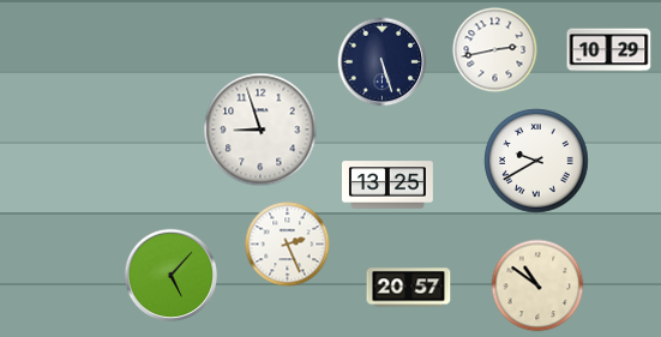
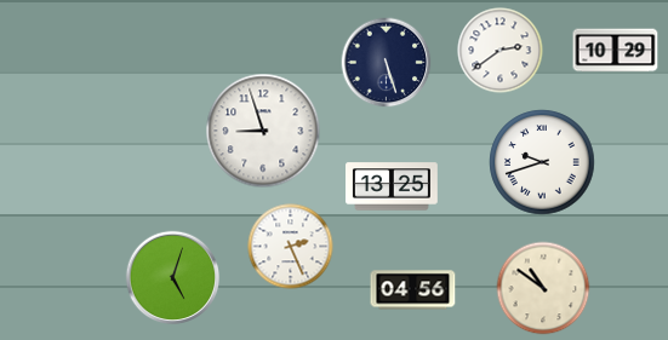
clock at (495, 50): 2:43 -> 2:39
clock at (536, 161): 9:40 -> 9:42
clock at (172, 276): 5:07 -> 5:03
clock at (409, 288): 20:57 -> 04:56
